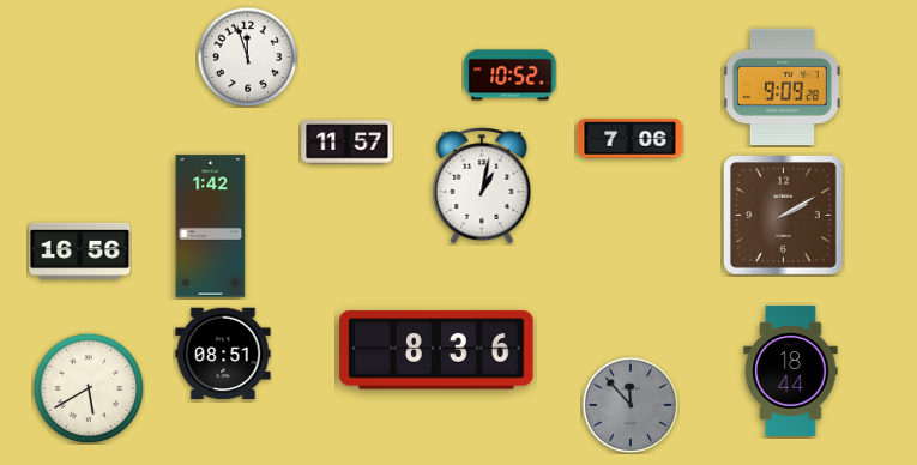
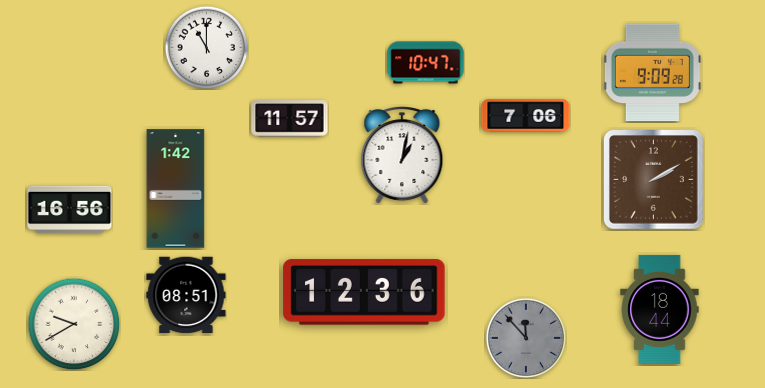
clock at (247, 56): 11:57 -> 11:00
clock at (511, 76): 10:52 -> 10:47
clock at (80, 252) position: (80, 252) -> (70, 210)
clock at (436, 350): 8:36 -> 12:36
clock at (89, 388): 5:40 -> 9:40
